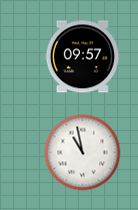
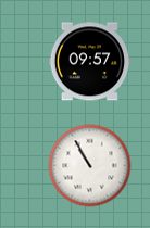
clock at (83, 153): 10:58 -> 10:55
